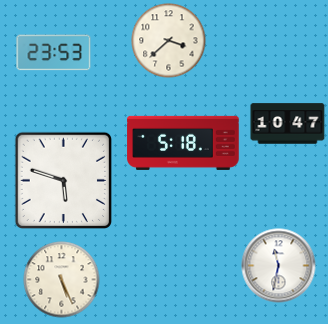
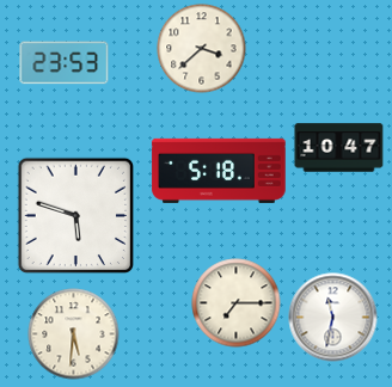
clock at (288, 124) position: (288, 124) -> (339, 148)
clock at (237, 303): none -> 7:15
clock at (62, 280): 5:26 -> 5:31
